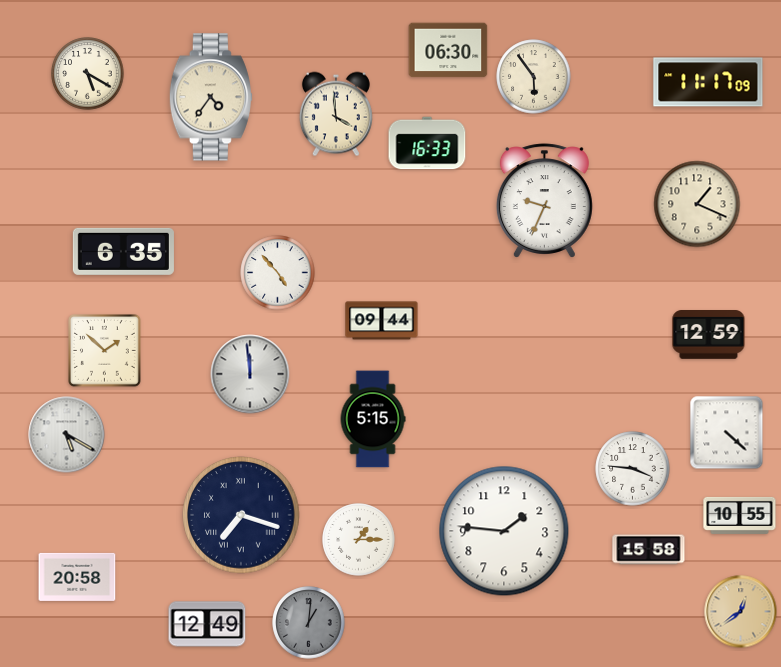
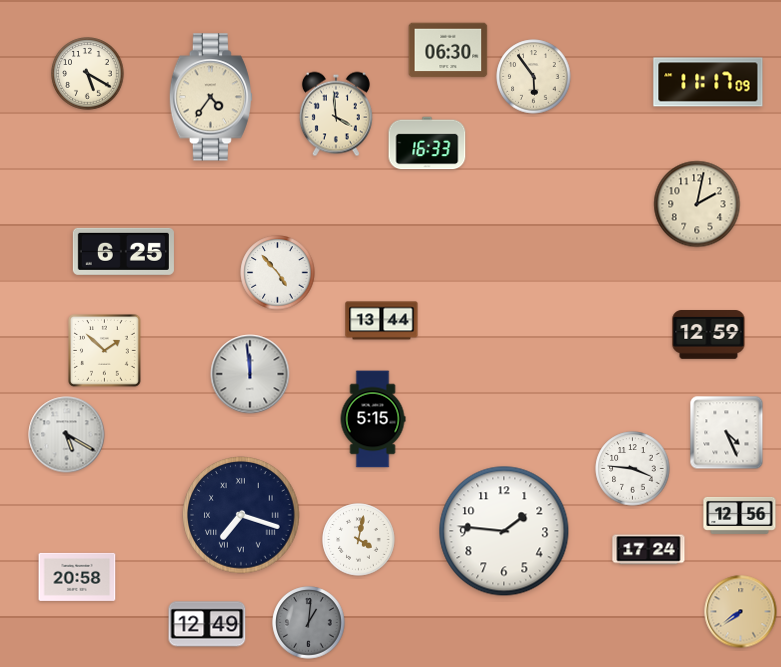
clock at (544, 201): 9:34 -> none
clock at (697, 204): 1:19 -> 2:02
clock at (123, 251): 6:35 -> 6:25
clock at (382, 321): 09:44 -> 13:44
clock at (727, 433): 4:22 -> 4:26
clock at (740, 515): 10:55 -> 12:56
clock at (359, 540): 1:15 -> 4:02
clock at (649, 550): 15:58 -> 17:24
clock at (741, 612): 12:39 -> 7:39
